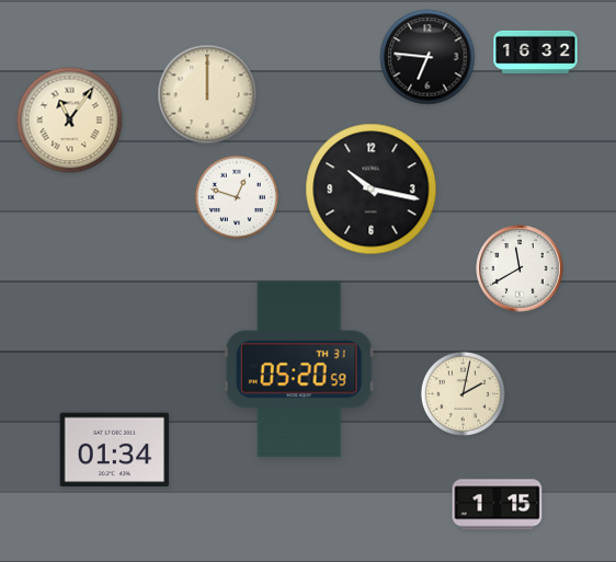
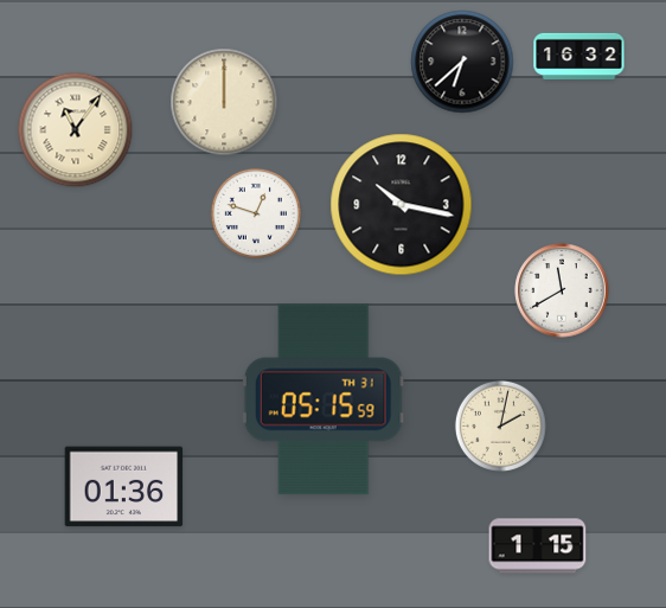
clock at (427, 57): 6:46 -> 6:38
clock at (299, 369): 05:20 -> 05:15
clock at (115, 450): 01:34 -> 01:36
